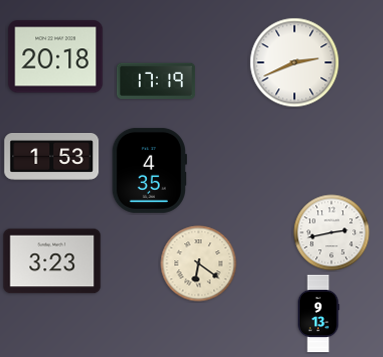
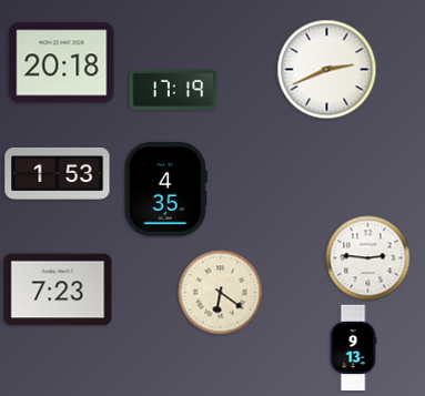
clock at (332, 233): 2:43 -> 2:46
clock at (52, 261): 3:23 -> 7:23
